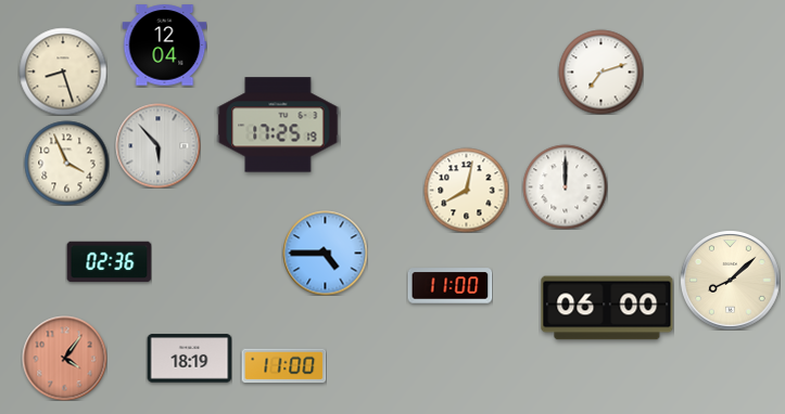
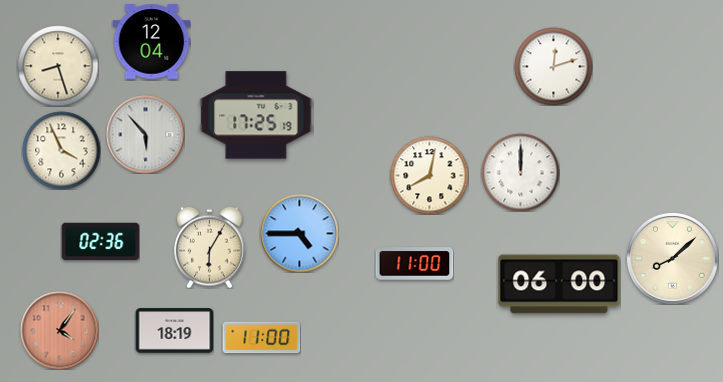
clock at (600, 72): 7:12 -> 12:12
clock at (210, 247): none -> 6:05
